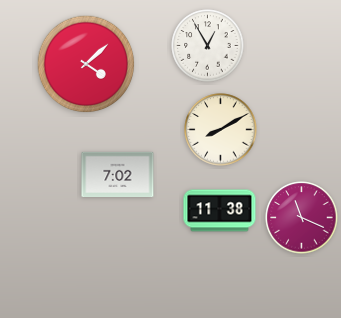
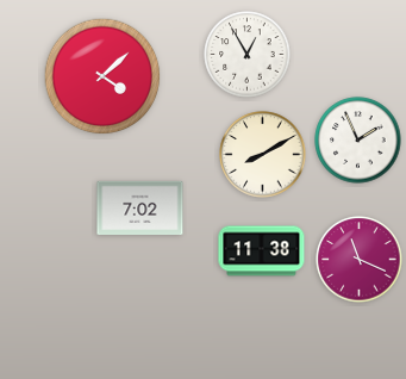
clock at (358, 141): none -> 1:56
